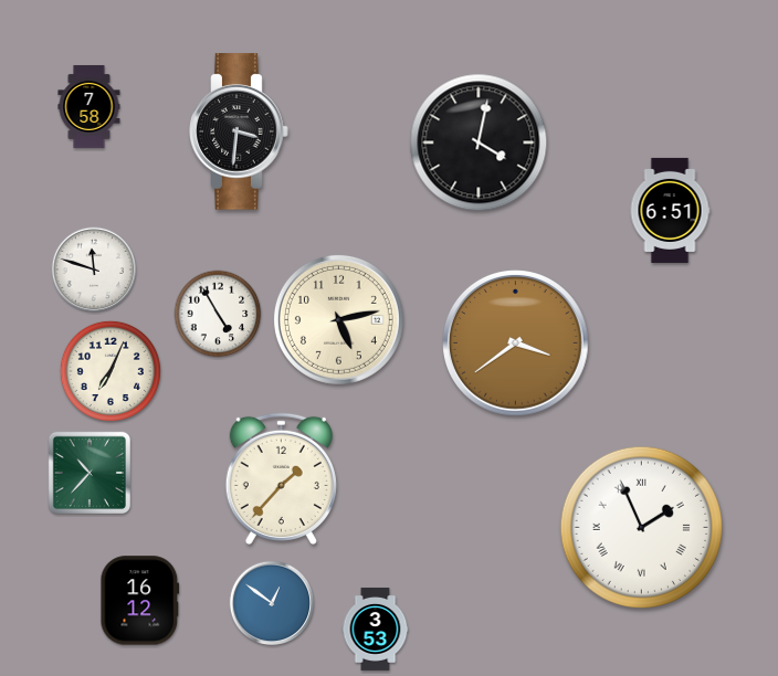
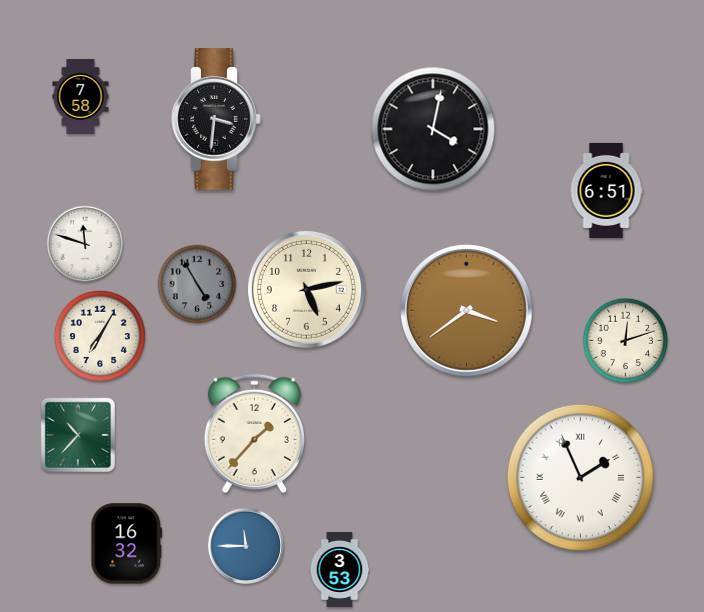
clock at (218, 314) dial: white -> grey
clock at (111, 371): 7:04 -> 7:05
clock at (626, 341): none -> 12:12
clock at (88, 472) position: (88, 472) -> (77, 434)
clock at (140, 601): 16:12 -> 16:32
clock at (272, 603): 12:51 -> 11:45
